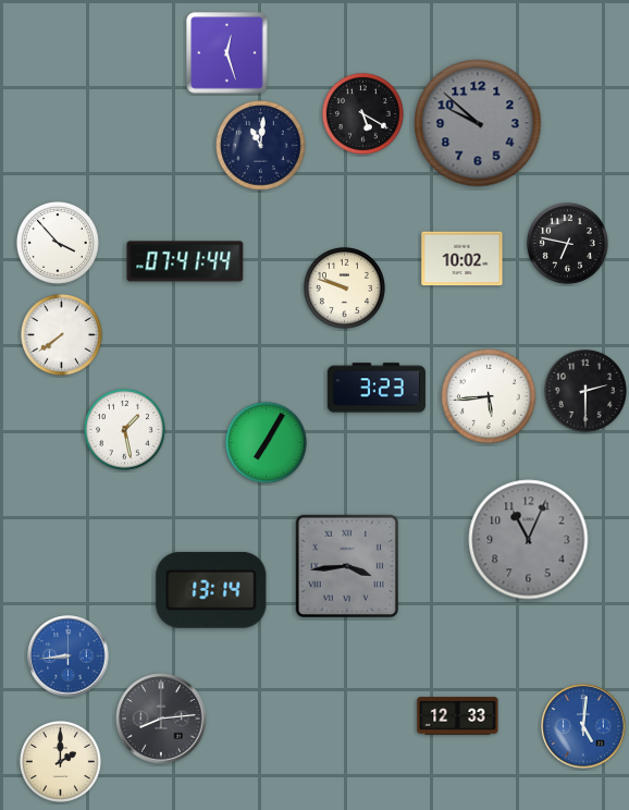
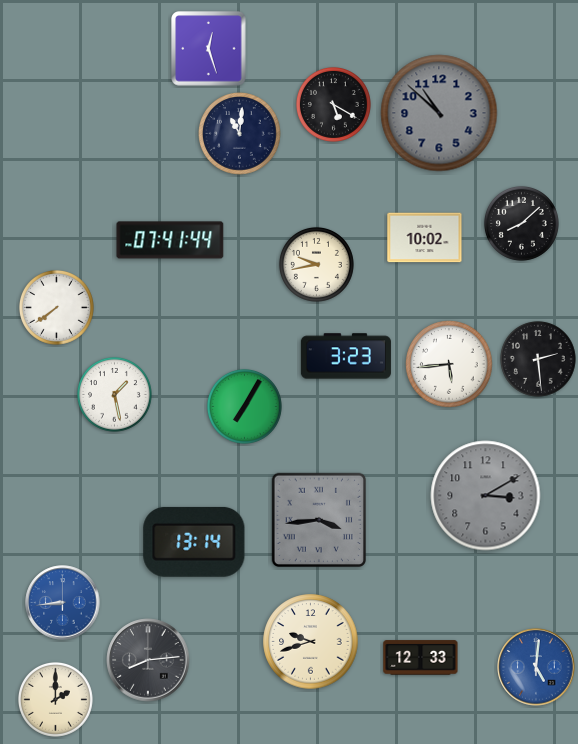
clock at (478, 123): 9:52 -> 10:52
clock at (58, 243): 3:53 -> none
clock at (567, 243): 6:47 -> 8:08
clock at (344, 287): 9:48 -> 9:43
clock at (585, 391): 2:30 -> 2:29
clock at (529, 540): 11:04 -> 3:10
clock at (311, 642): none -> 9:42
